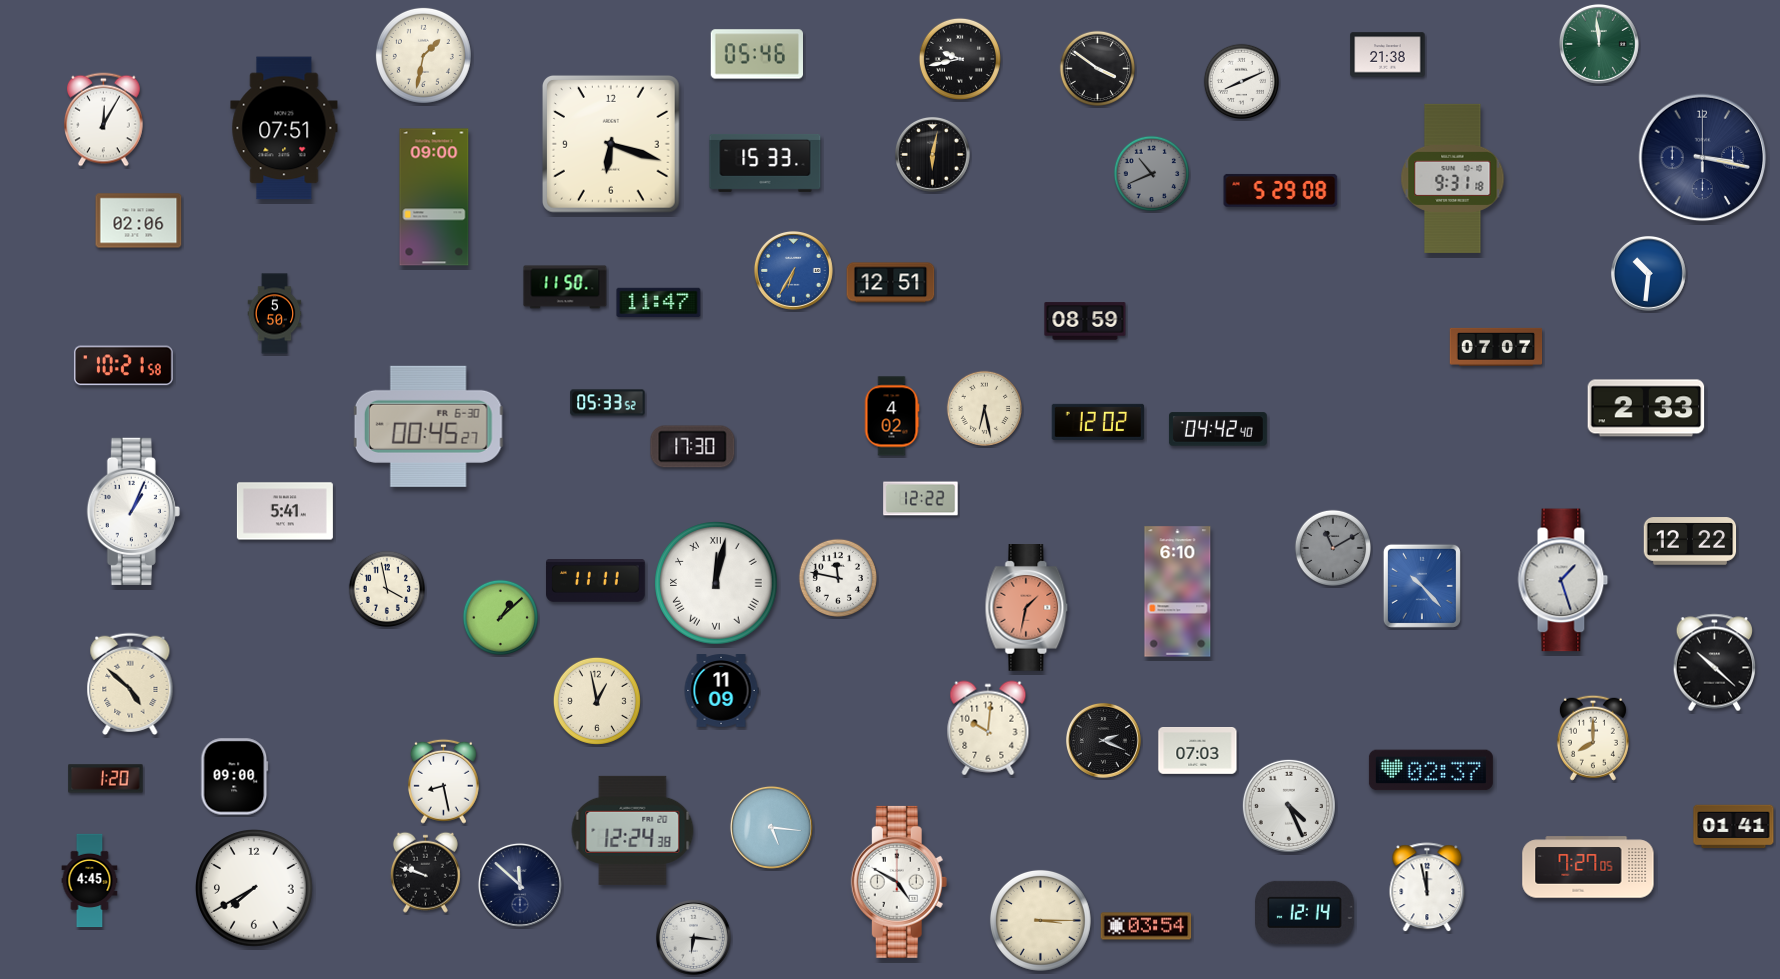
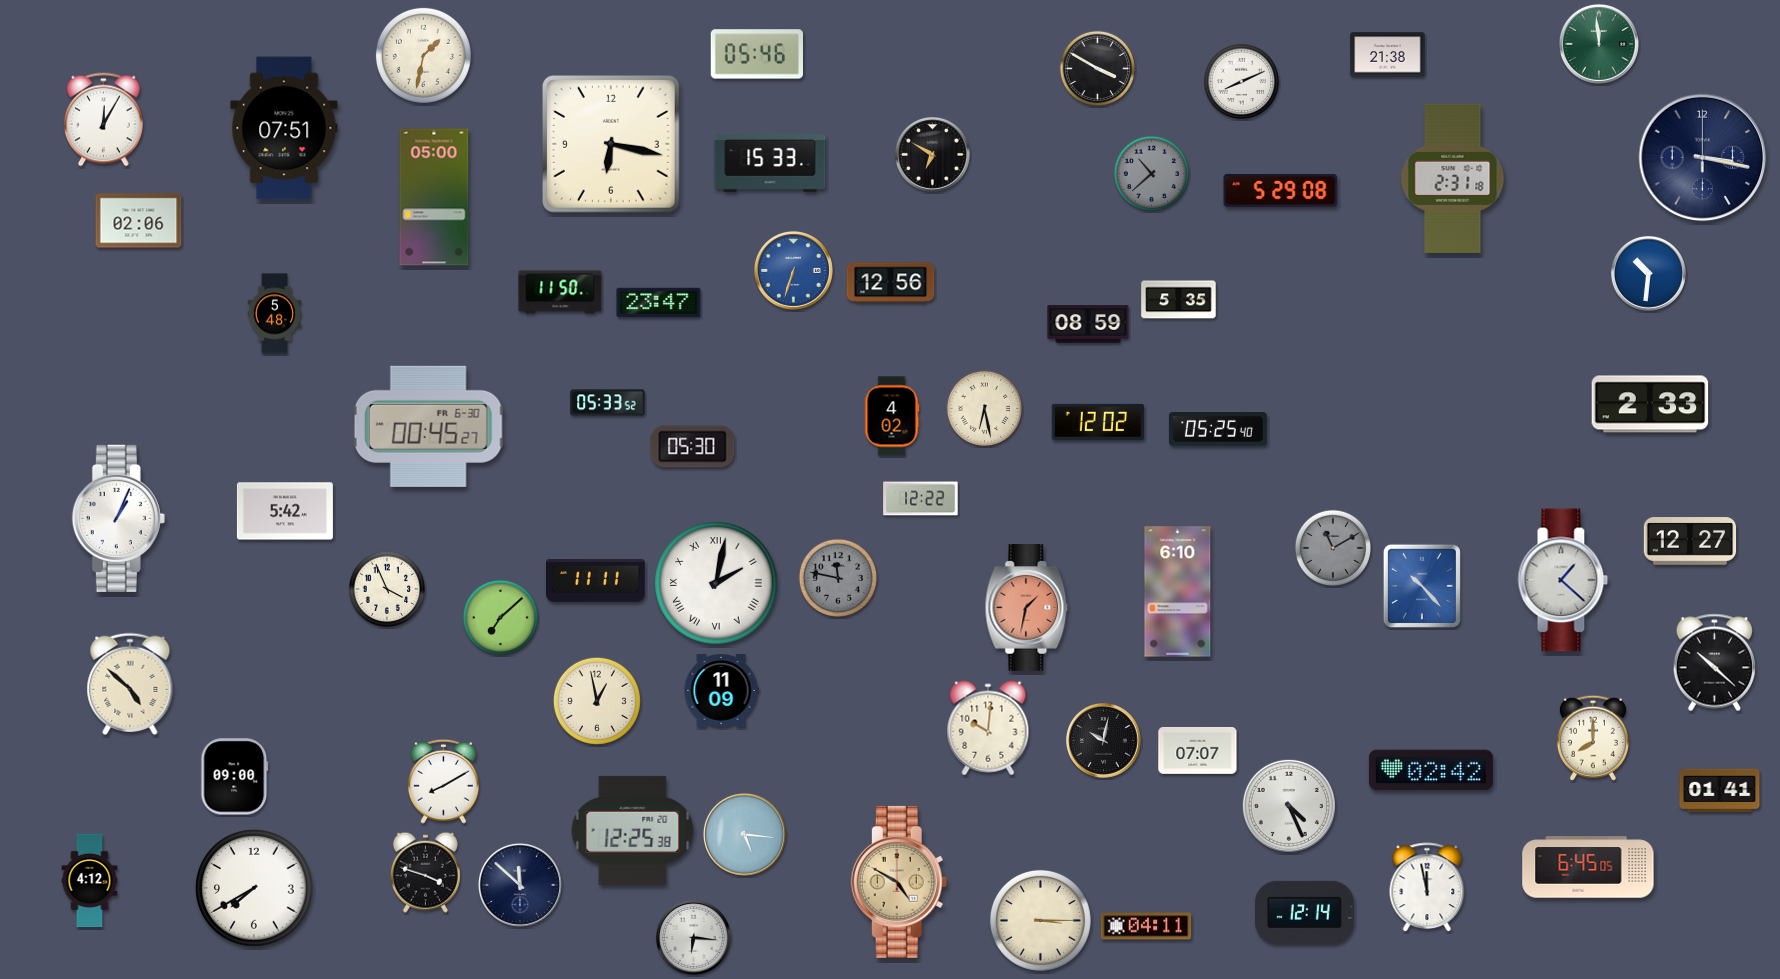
clock at (960, 59): 9:43 -> none
clock at (1097, 68): 3:51 -> 3:50
clock at (611, 144): 6:18 -> 6:17
clock at (933, 155): 6:02 -> 6:50
clock at (765, 163) position: (765, 163) -> (770, 163)
clock at (1151, 173): 10:41 -> 10:38
clock at (1453, 178): 9:31 -> 2:31
clock at (434, 197): 09:00 -> 05:00
clock at (793, 270): 6:35 -> 6:33
clock at (891, 283): 12:51 -> 12:56
clock at (565, 287) position: (565, 287) -> (560, 292)
clock at (1179, 300): none -> 5:35
clock at (659, 303): 11:47 -> 23:47
clock at (275, 314): 5:50 -> 5:48
clock at (1085, 321) position: (1085, 321) -> (1088, 324)
clock at (1496, 347): 07:07 -> none
clock at (123, 366): 10:21 -> none
clock at (1646, 408) position: (1646, 408) -> (1650, 404)
clock at (1218, 429): 04:42 -> 05:25
clock at (693, 447): 17:30 -> 05:30
clock at (133, 511) position: (133, 511) -> (118, 518)
clock at (285, 511): 5:41 -> 5:42
clock at (1690, 541): 12:22 -> 12:27
clock at (837, 577) dial: white -> grey
clock at (1563, 580): 1:27 -> 1:22
clock at (716, 583): 12:02 -> 2:02
clock at (386, 588): 3:58 -> 3:56
clock at (500, 617): 1:08 -> 7:08
clock at (1104, 741): 2:19 -> 10:02
clock at (1198, 751): 07:03 -> 07:07
clock at (1431, 770): 02:37 -> 02:42
clock at (106, 779): 1:20 -> none
clock at (443, 781): 8:28 -> 8:10
clock at (771, 827) position: (771, 827) -> (744, 834)
clock at (1734, 827) position: (1734, 827) -> (1720, 791)
clock at (633, 830): 12:24 -> 12:25
clock at (1588, 867): 7:27 -> 6:45
clock at (425, 872): 9:48 -> 3:48
clock at (90, 881): 4:45 -> 4:12
clock at (899, 882) dial: white -> champagne
clock at (1146, 926): 03:54 -> 04:11
